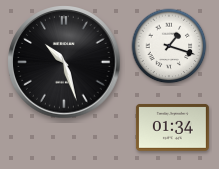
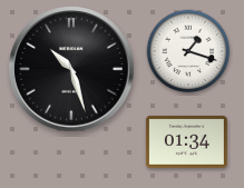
clock at (172, 127) position: (172, 127) -> (186, 141)
